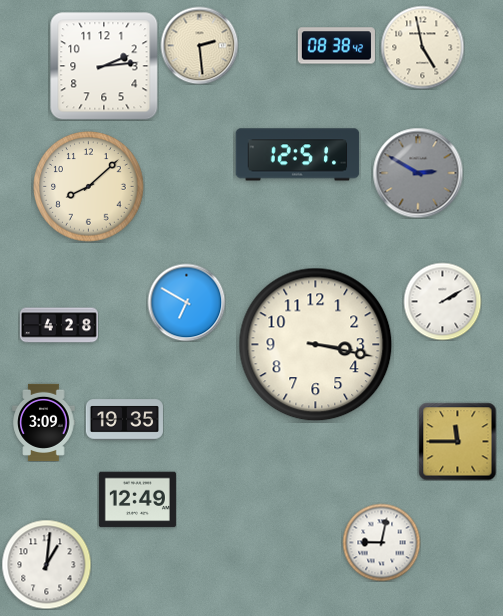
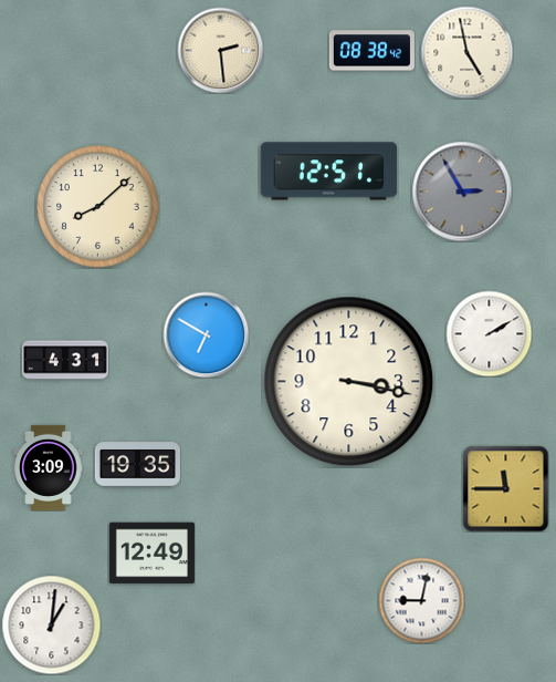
clock at (104, 66): 2:14 -> none
clock at (418, 173): 2:50 -> 2:55
clock at (59, 325): 4:28 -> 4:31
